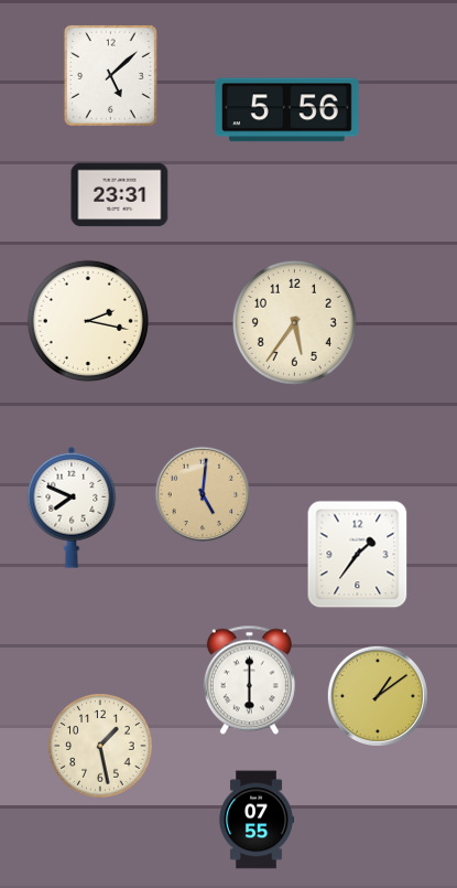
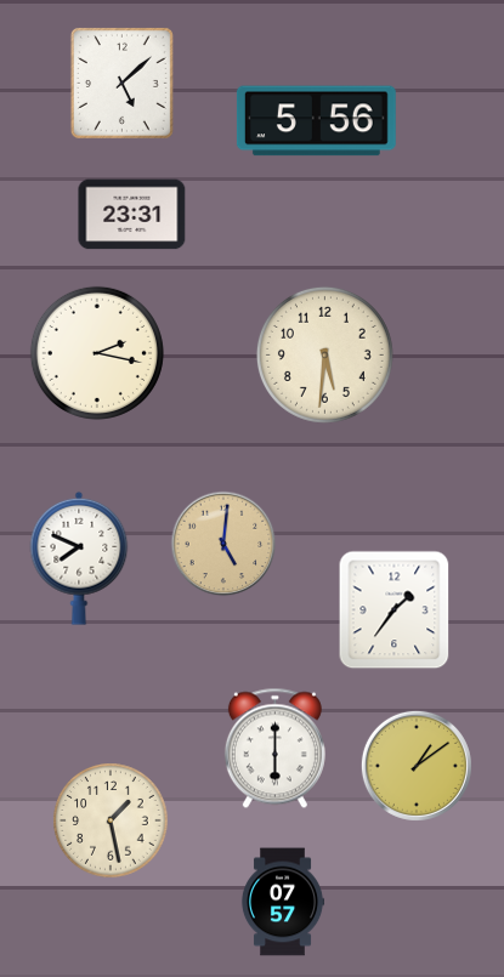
clock at (294, 322): 5:36 -> 5:31
clock at (257, 820): 07:55 -> 07:57
